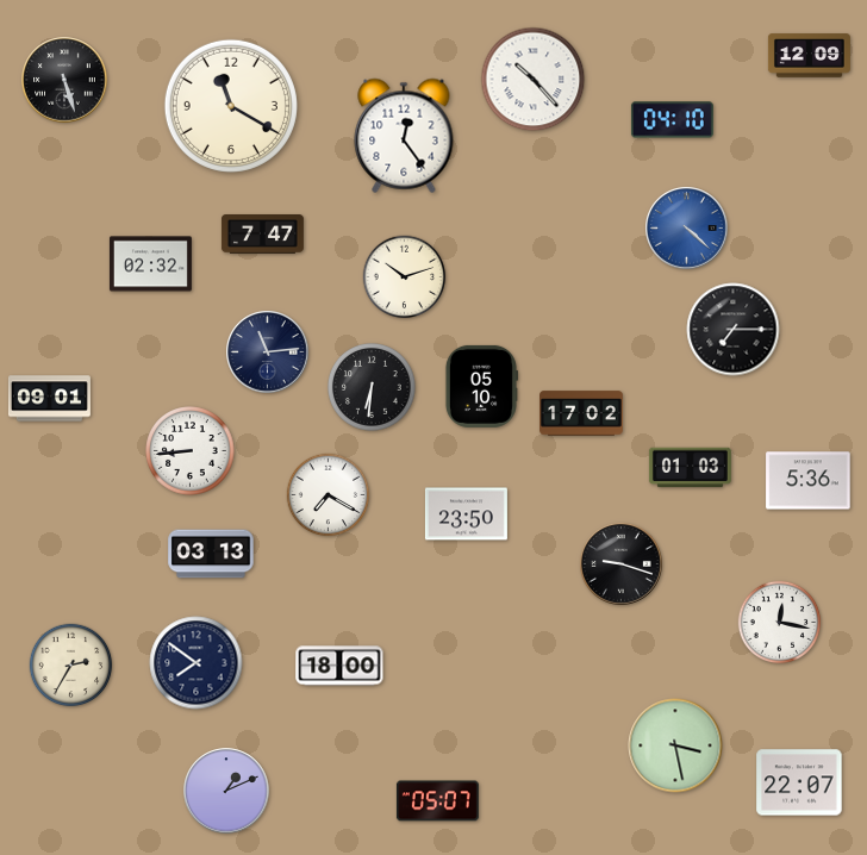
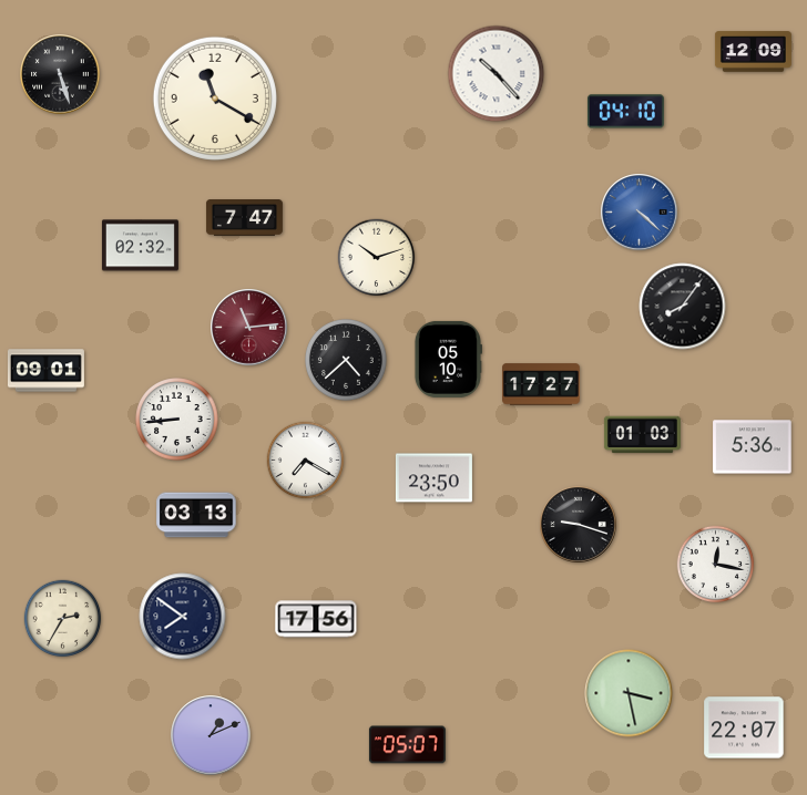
clock at (404, 136): 12:24 -> none
clock at (734, 330): 7:15 -> 8:06
clock at (268, 352) dial: navy -> burgundy
clock at (373, 388): 6:31 -> 4:38
clock at (581, 413): 17:02 -> 17:27
clock at (780, 623) position: (780, 623) -> (716, 565)
clock at (71, 666) position: (71, 666) -> (63, 619)
clock at (339, 666): 18:00 -> 17:56
